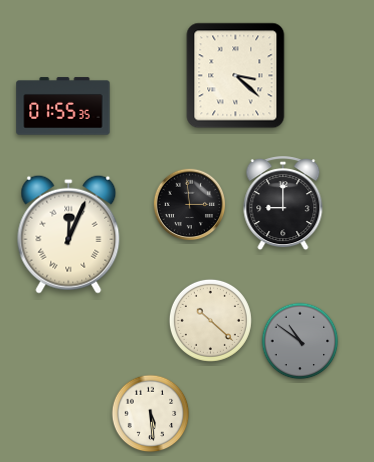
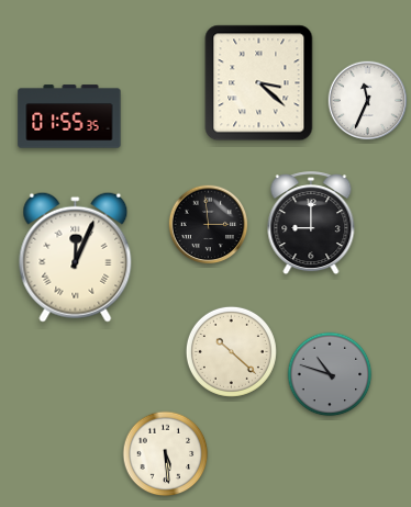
clock at (368, 101): none -> 11:34
clock at (300, 341): 10:51 -> 10:48
